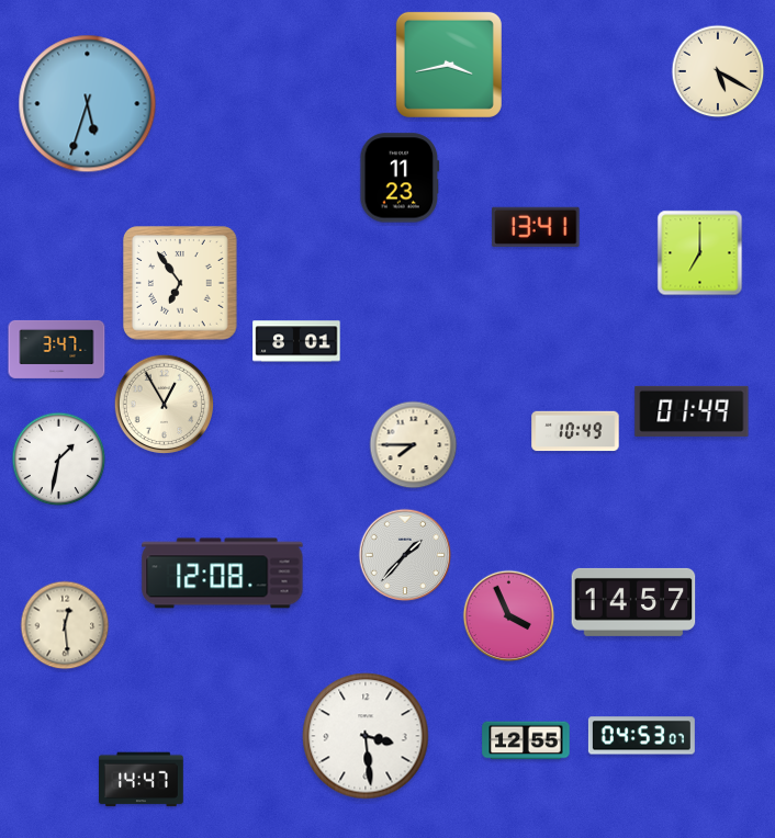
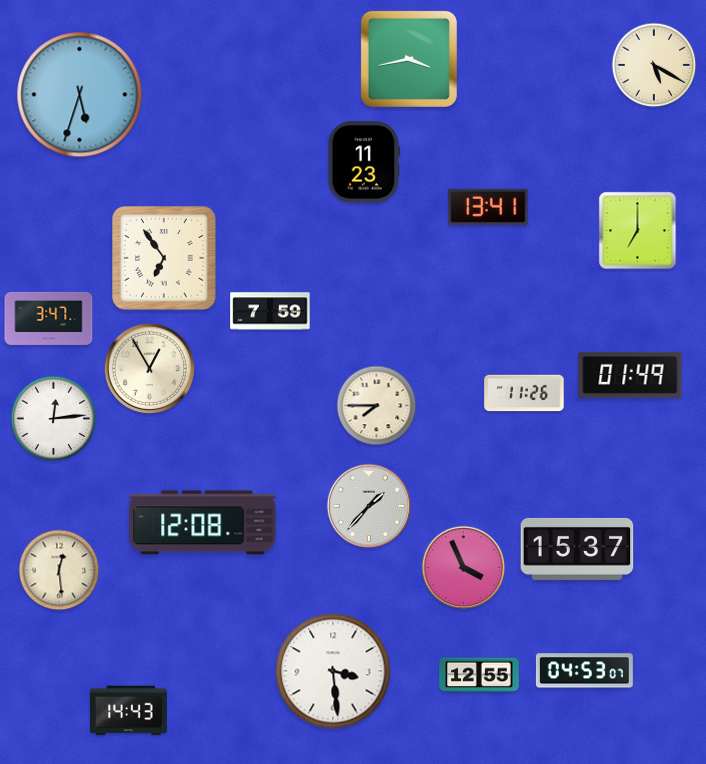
clock at (296, 341): 8:01 -> 7:59
clock at (57, 349) position: (57, 349) -> (49, 318)
clock at (575, 431): 10:49 -> 11:26
clock at (59, 460): 1:32 -> 12:14
clock at (633, 602): 14:57 -> 15:37
clock at (509, 616) position: (509, 616) -> (464, 568)
clock at (142, 780): 14:47 -> 14:43
